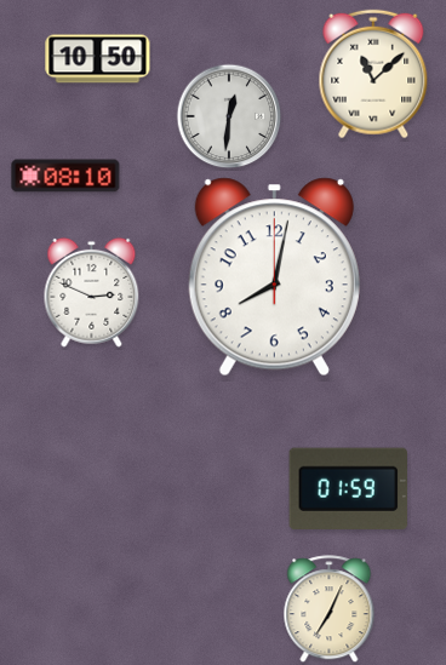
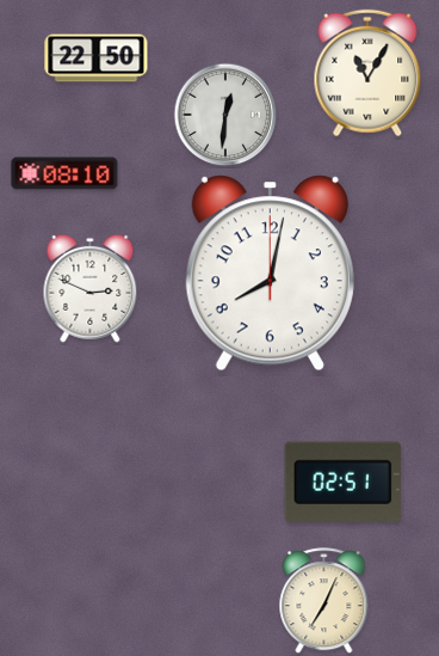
clock at (98, 59): 10:50 -> 22:50
clock at (373, 74): 11:08 -> 11:05
clock at (348, 488): 01:59 -> 02:51
